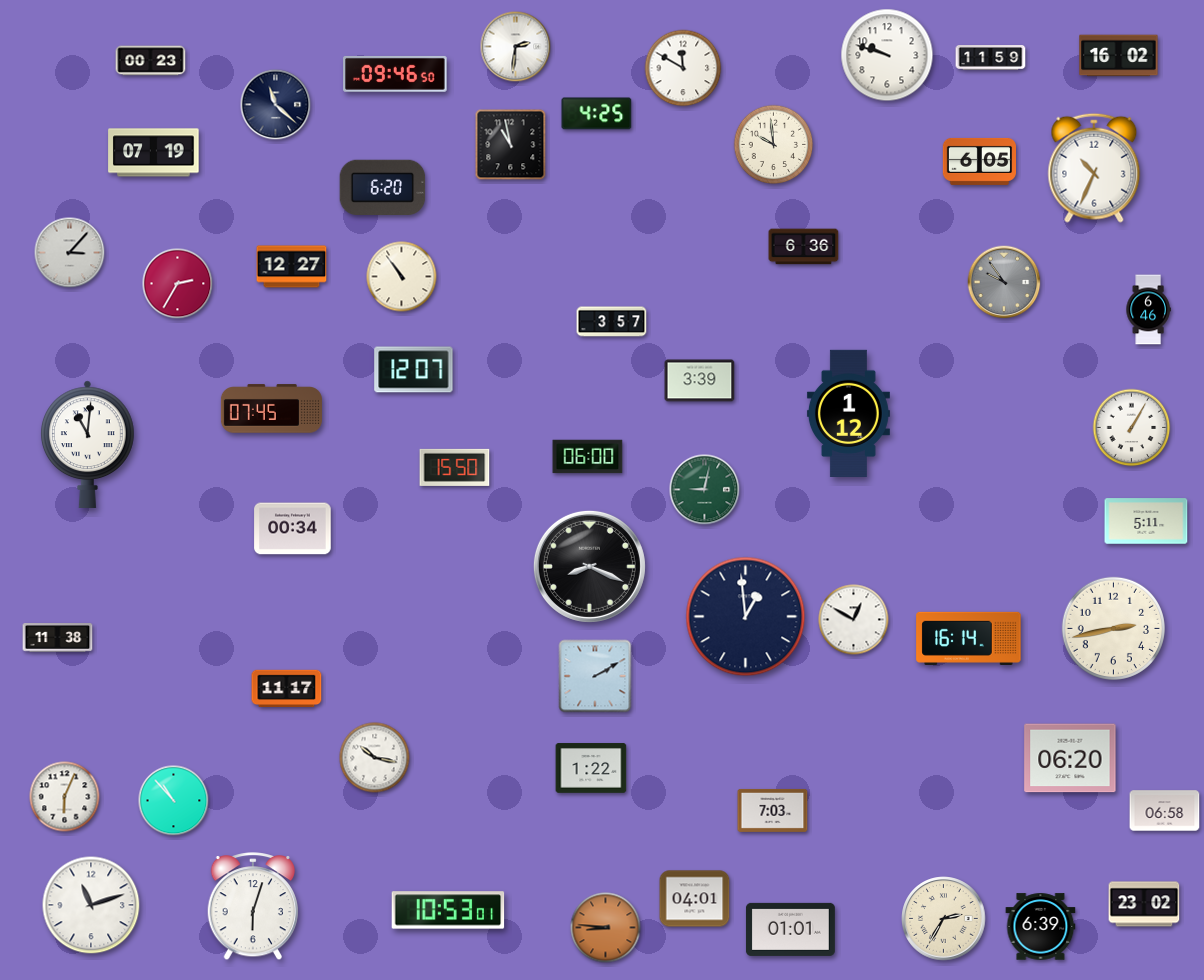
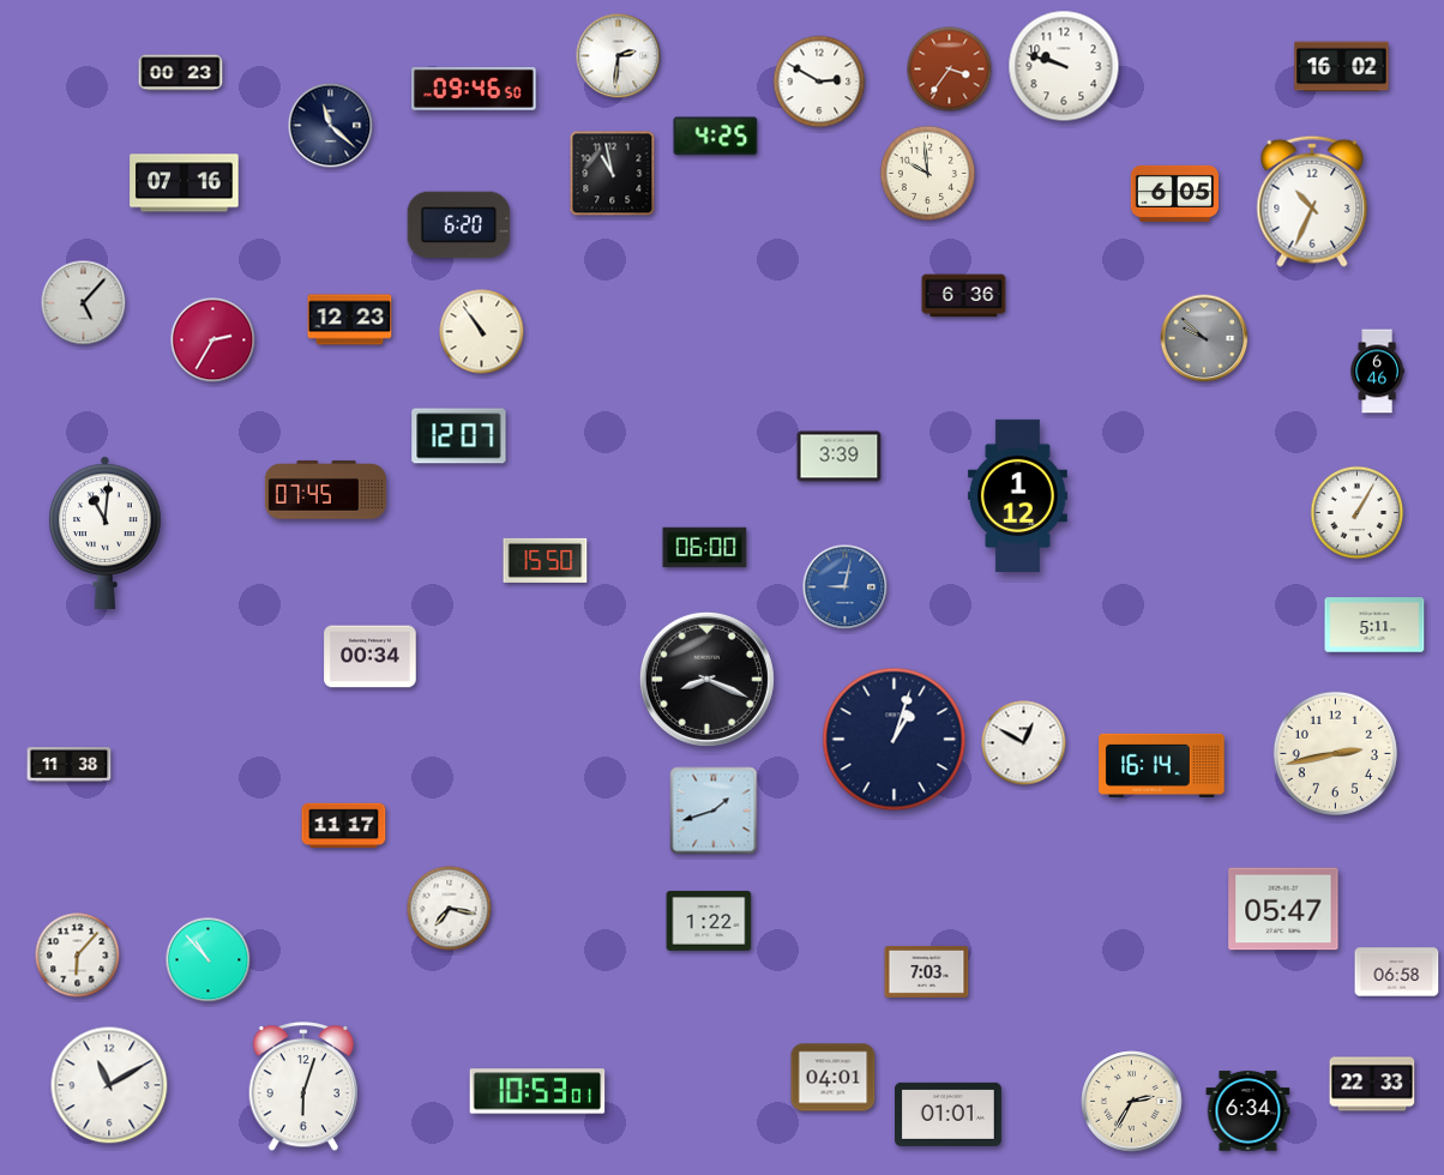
clock at (950, 70): none -> 3:36
clock at (991, 58): 11:59 -> none
clock at (683, 68): 11:50 -> 2:50
clock at (154, 153): 07:19 -> 07:16
clock at (70, 253): 3:07 -> 5:07
clock at (292, 267): 12:27 -> 12:23
clock at (1004, 282): 9:54 -> 9:52
clock at (612, 322): 3:57 -> none
clock at (414, 370) position: (414, 370) -> (459, 436)
clock at (705, 490) dial: green -> blue
clock at (293, 529) position: (293, 529) -> (371, 657)
clock at (746, 617): 12:59 -> 1:03
clock at (595, 676): 2:10 -> 1:42
clock at (375, 758): 10:17 -> 7:17
clock at (1070, 758): 06:20 -> 05:47
clock at (65, 797): 6:04 -> 6:07
clock at (1144, 904): 23:02 -> 22:33
clock at (91, 905): 11:12 -> 11:10
clock at (1041, 927): 6:39 -> 6:34
clock at (606, 928): 8:46 -> none
